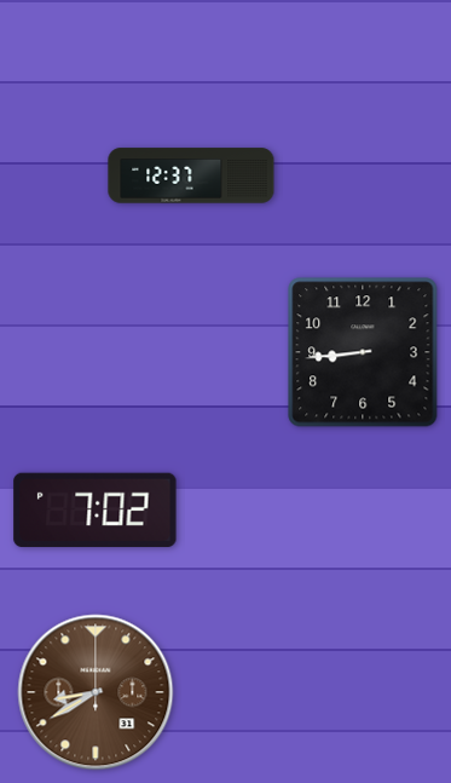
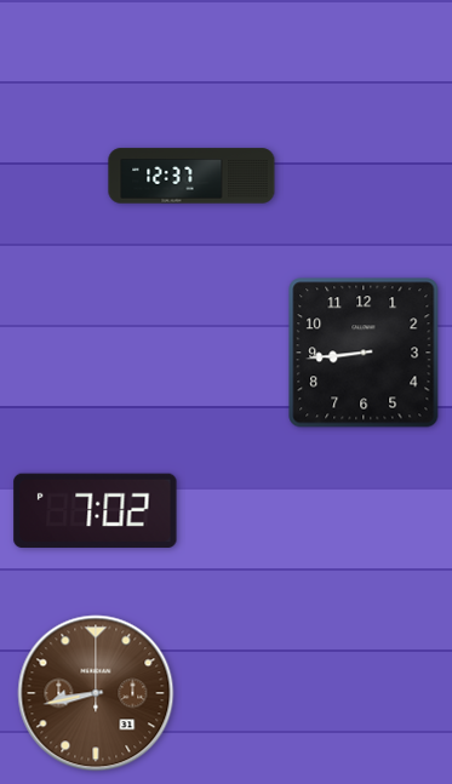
clock at (96, 692): 8:40 -> 8:43
